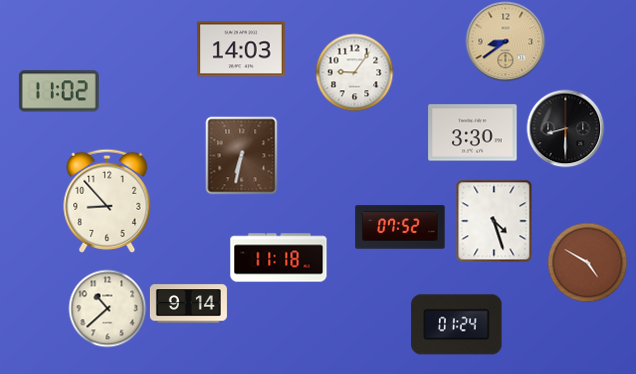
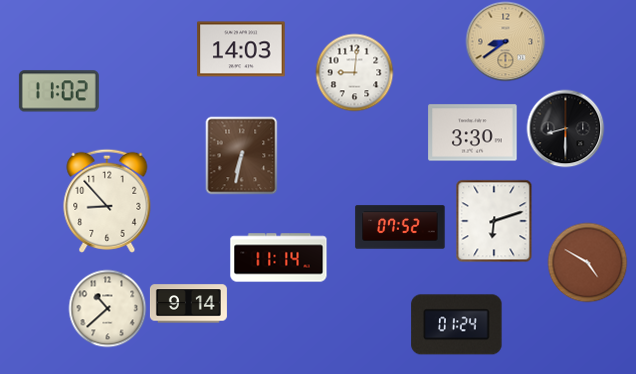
clock at (354, 72): 9:06 -> 9:01
clock at (494, 221): 4:27 -> 6:12
clock at (279, 258): 11:18 -> 11:14
